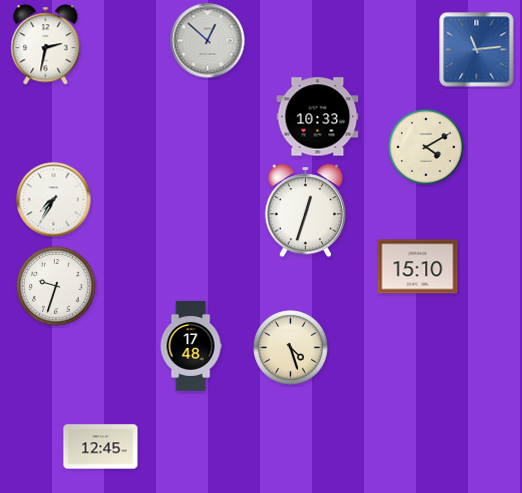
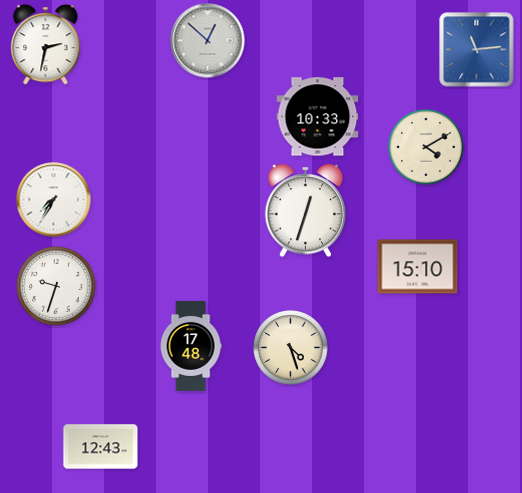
clock at (101, 447): 12:45 -> 12:43
